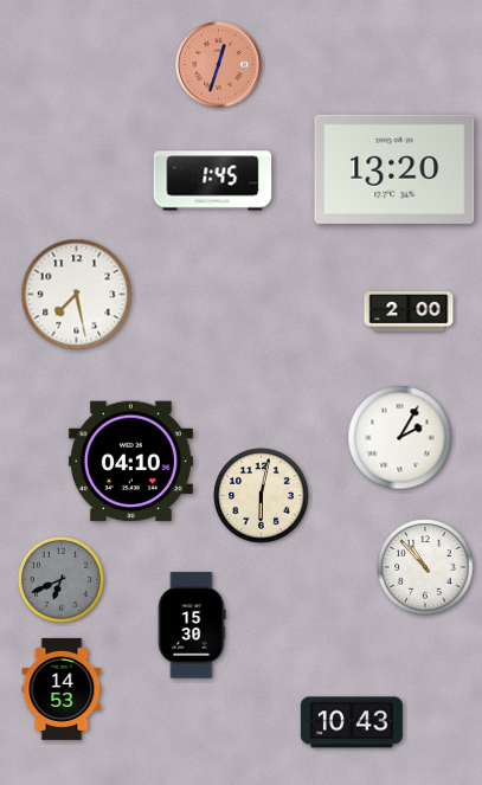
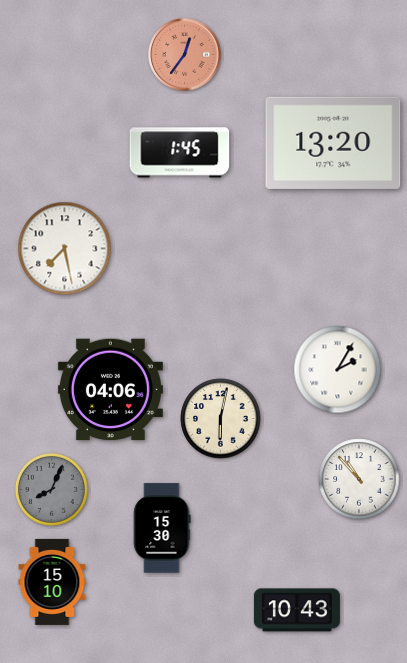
clock at (219, 65): 12:33 -> 12:36
clock at (409, 311): 2:00 -> none
clock at (130, 462): 04:10 -> 04:06
clock at (60, 579): 6:41 -> 8:04
clock at (62, 689): 14:53 -> 15:10
